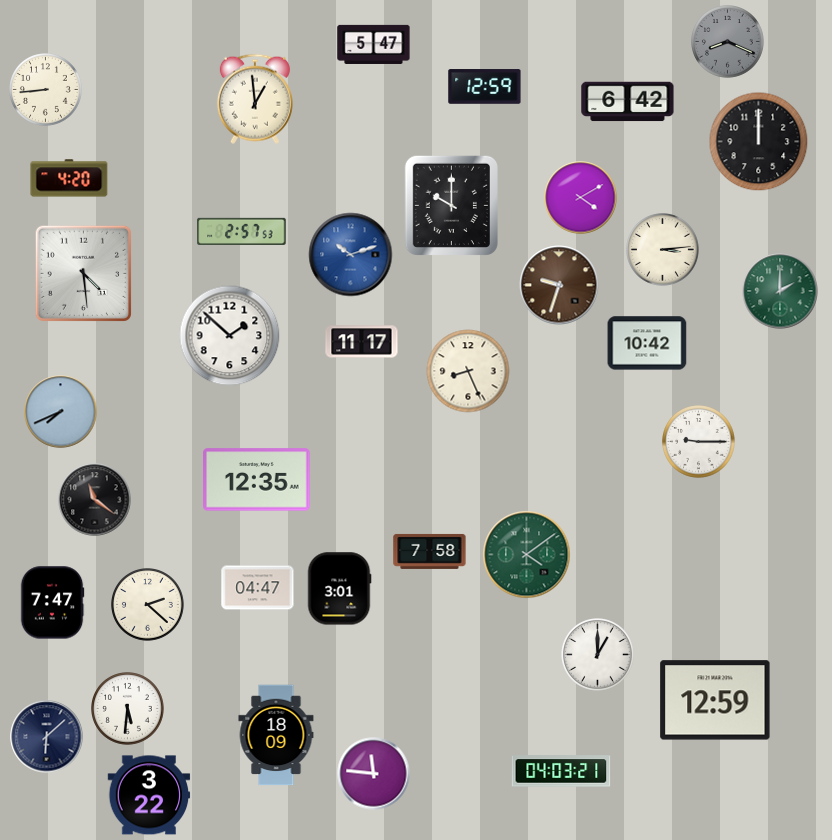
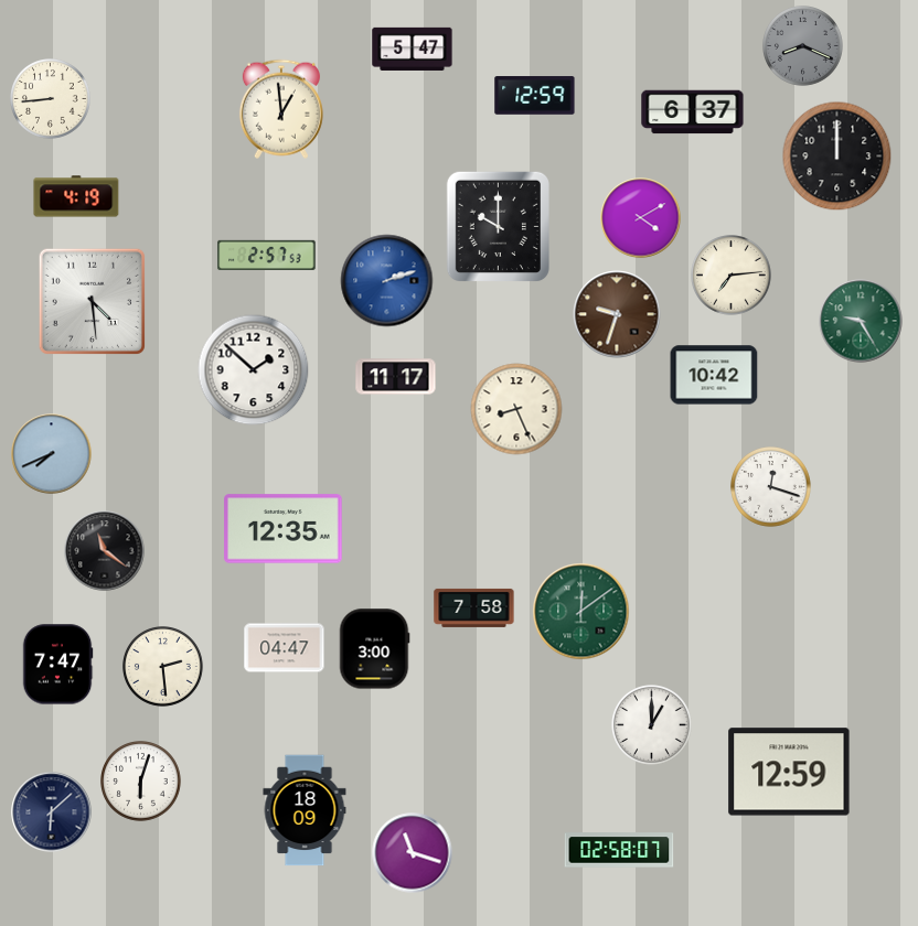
clock at (628, 102): 6:42 -> 6:37
clock at (69, 178): 4:20 -> 4:19
clock at (663, 250): 3:14 -> 7:14
clock at (351, 255): 10:12 -> 2:12
clock at (780, 291): 2:00 -> 9:25
clock at (362, 342) position: (362, 342) -> (396, 377)
clock at (647, 343) position: (647, 343) -> (714, 375)
clock at (61, 412) position: (61, 412) -> (52, 454)
clock at (699, 442): 9:15 -> 12:18
clock at (527, 555): 4:09 -> 12:09
clock at (339, 589): 3:01 -> 3:00
clock at (148, 605): 2:22 -> 2:29
clock at (598, 655) position: (598, 655) -> (652, 725)
clock at (128, 709): 5:31 -> 6:03
clock at (561, 771): 04:03 -> 02:58
clock at (374, 774): 11:46 -> 11:18
clock at (149, 795): 3:22 -> none
